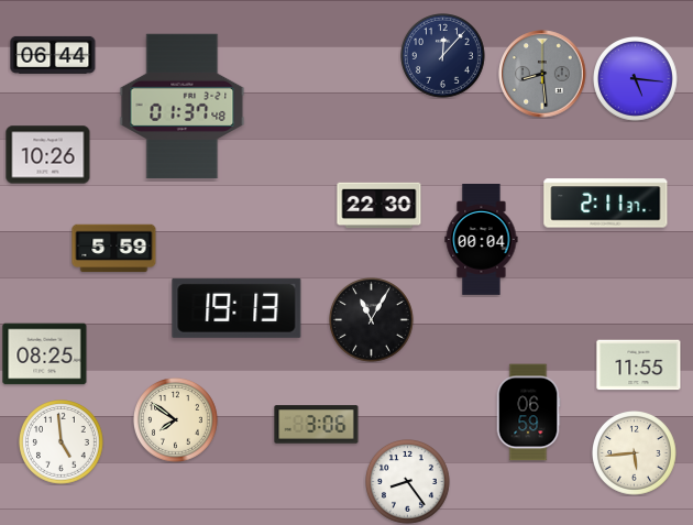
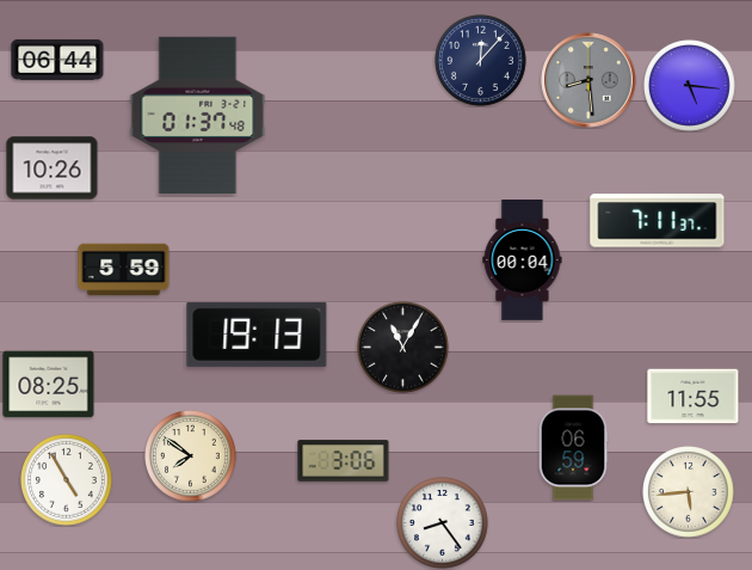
clock at (606, 204): 2:11 -> 7:11
clock at (380, 206): 22:30 -> none
clock at (62, 442): 4:59 -> 4:55
